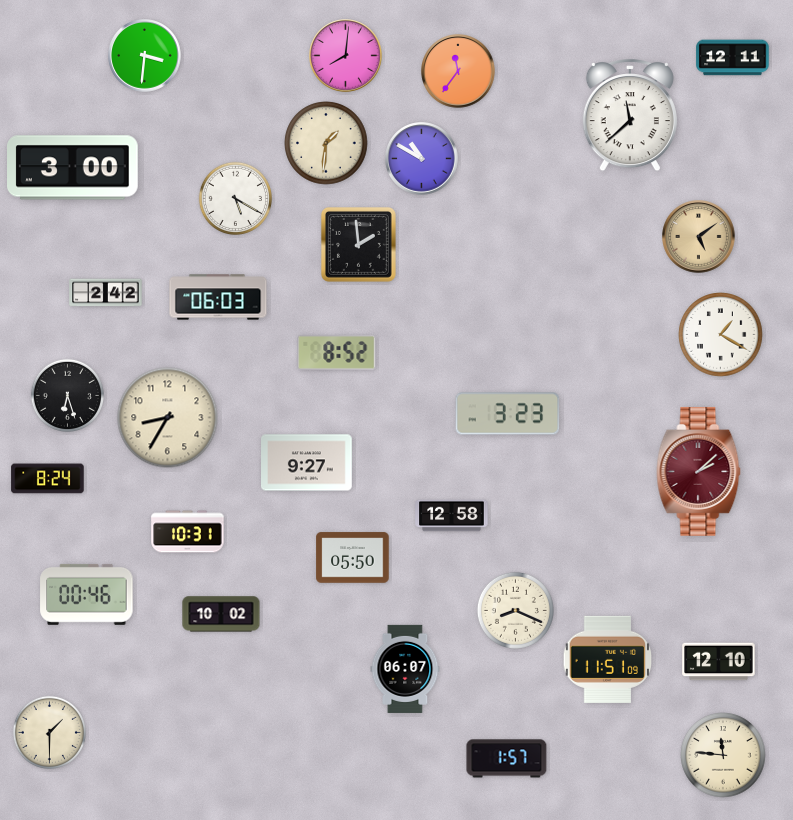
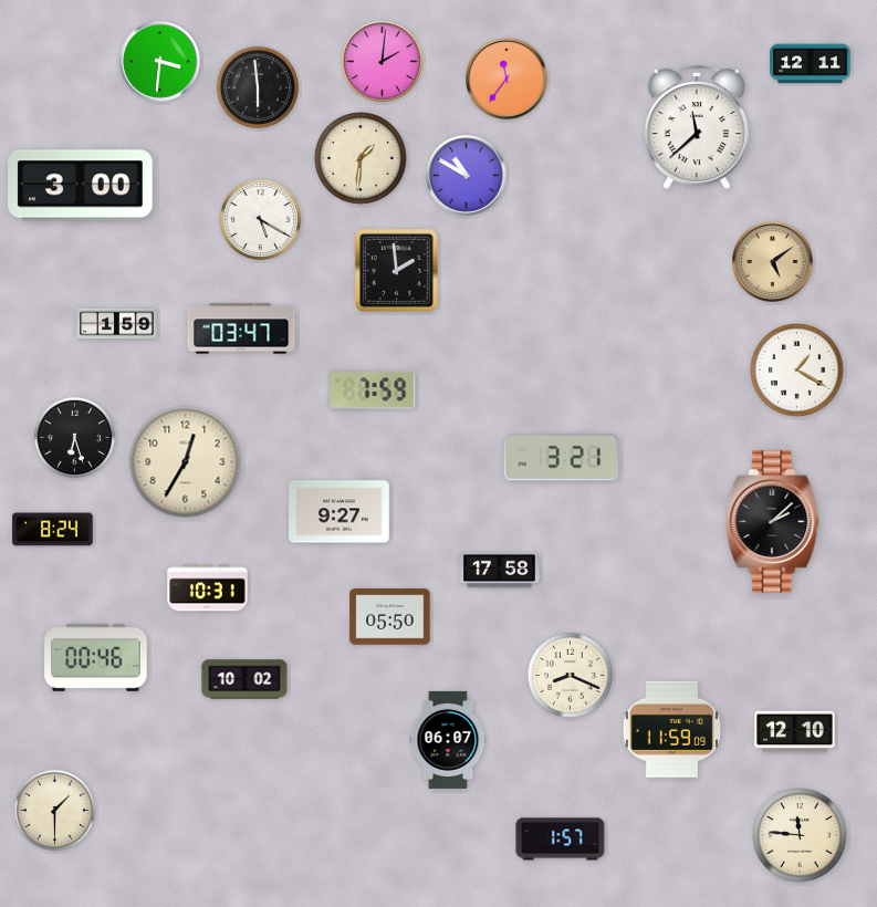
clock at (346, 56): 8:01 -> 2:01
clock at (258, 87): none -> 5:59
clock at (106, 293): 2:42 -> 1:59
clock at (218, 297): 06:03 -> 03:47
clock at (337, 353): 8:52 -> 7:59
clock at (508, 414): 3:23 -> 3:21
clock at (168, 418): 8:35 -> 12:35
clock at (699, 471) dial: burgundy -> black
clock at (452, 516): 12:58 -> 17:58
clock at (608, 659): 11:51 -> 11:59
